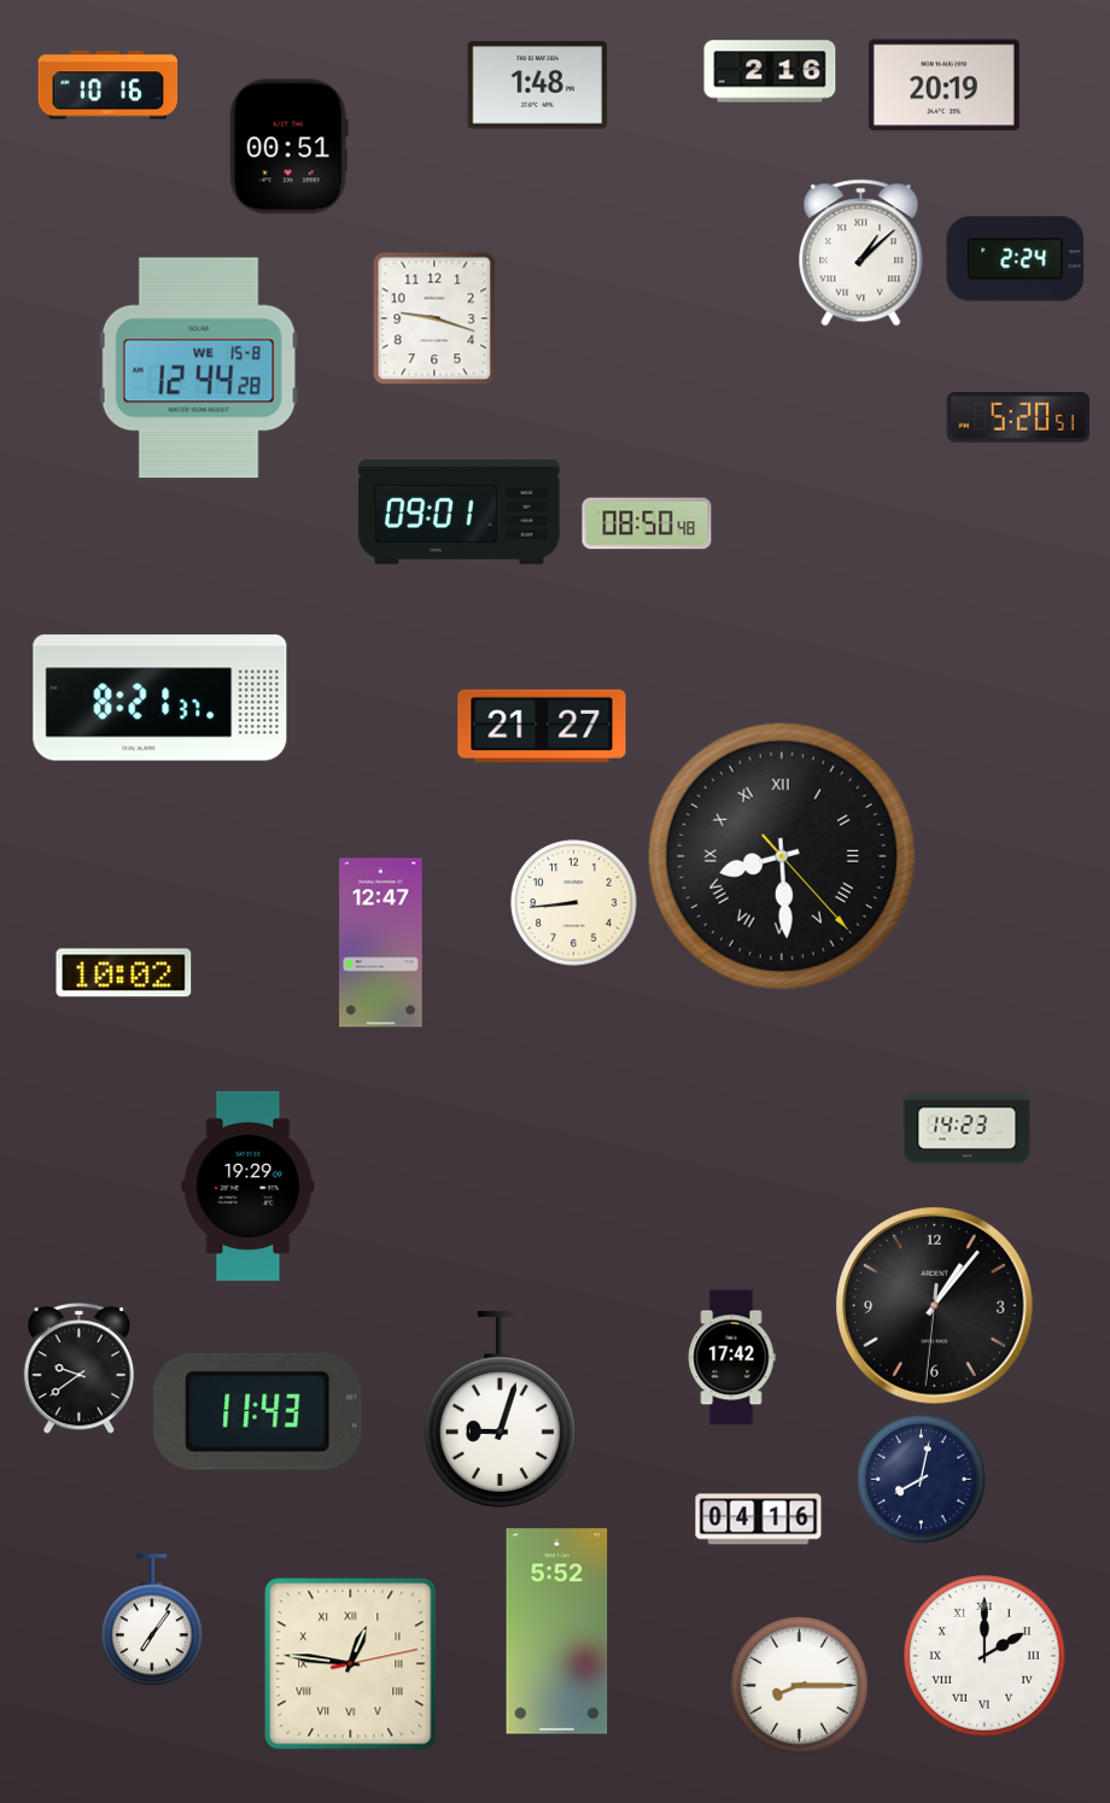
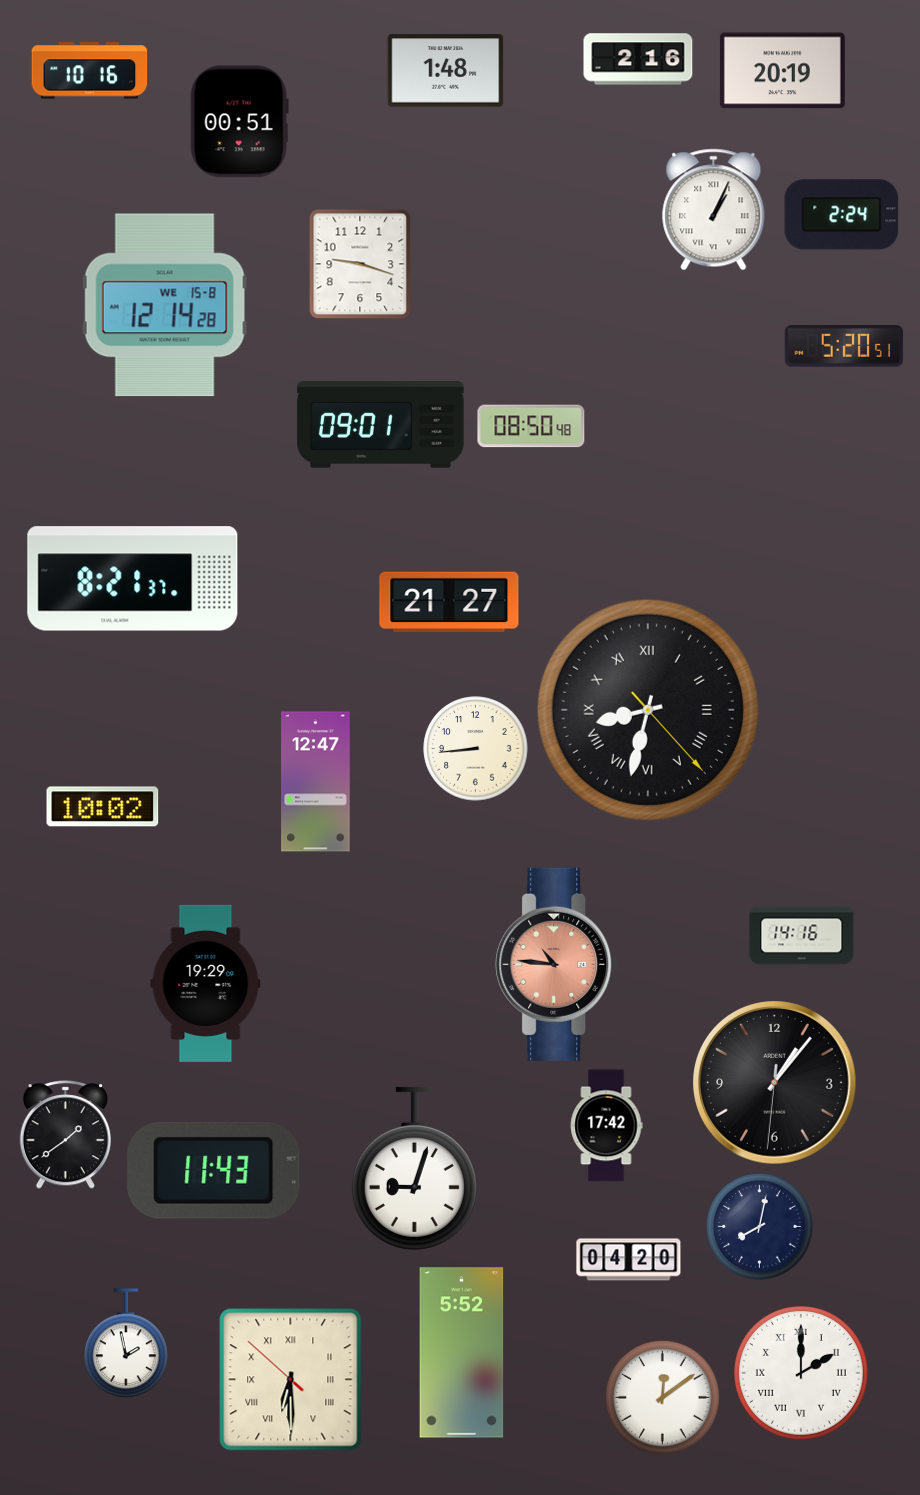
clock at (861, 253): 1:08 -> 1:04
clock at (199, 368): 12:44 -> 12:14
clock at (647, 523) position: (647, 523) -> (531, 426)
clock at (782, 856): 8:29 -> 8:32
clock at (968, 1129): 14:23 -> 14:16
clock at (557, 964): none -> 10:46
clock at (78, 1369): 9:39 -> 1:39
clock at (922, 1480) position: (922, 1480) -> (760, 1227)
clock at (759, 1520): 04:16 -> 04:20
clock at (152, 1621): 7:06 -> 1:58
clock at (986, 1657) position: (986, 1657) -> (802, 1374)
clock at (351, 1664): 12:46 -> 6:29
clock at (800, 1686): 8:15 -> 12:09
